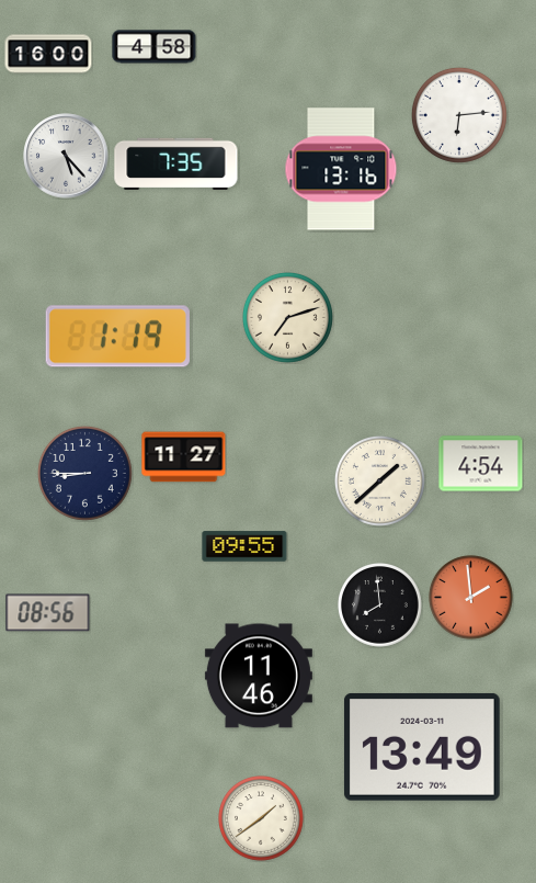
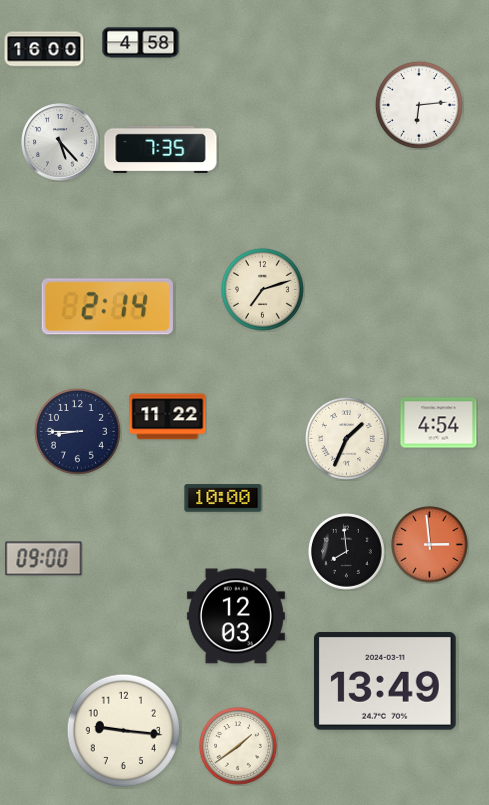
clock at (341, 169): 13:16 -> none
clock at (117, 337): 1:19 -> 2:14
clock at (184, 457): 11:27 -> 11:22
clock at (379, 480): 1:38 -> 1:34
clock at (244, 546): 09:55 -> 10:00
clock at (471, 598): 1:59 -> 2:59
clock at (48, 613): 08:56 -> 09:00
clock at (259, 676): 11:46 -> 12:03
clock at (123, 730): none -> 9:16
